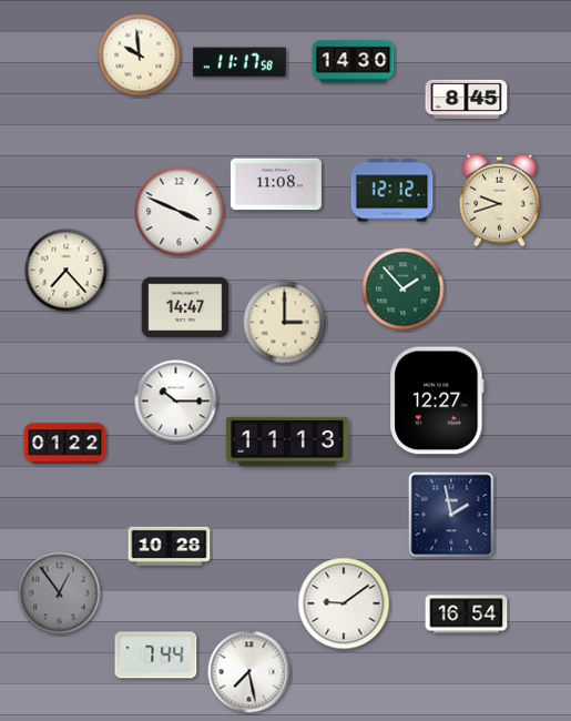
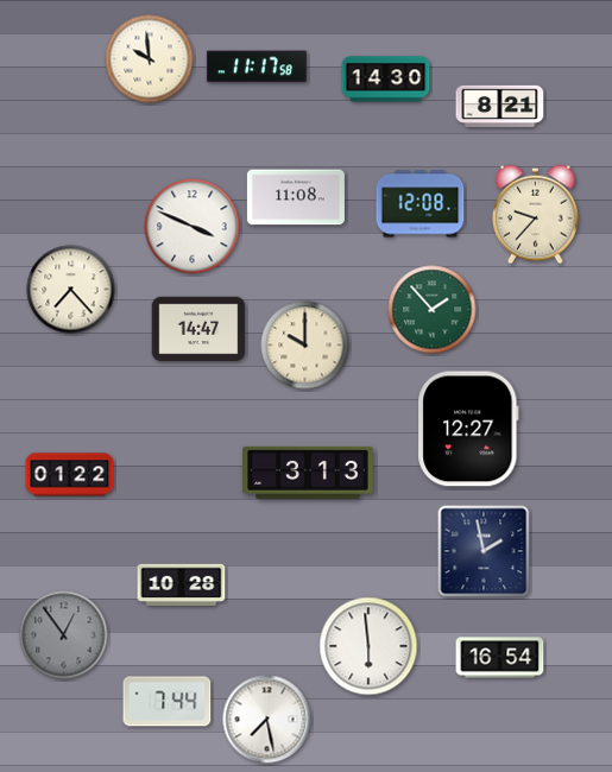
clock at (354, 62) position: (354, 62) -> (386, 80)
clock at (467, 99): 8:45 -> 8:21
clock at (392, 191): 12:12 -> 12:08
clock at (500, 201): 9:42 -> 9:37
clock at (285, 323): 3:00 -> 10:00
clock at (176, 402): 10:15 -> none
clock at (287, 441): 11:13 -> 3:13
clock at (344, 603): 9:09 -> 5:59
